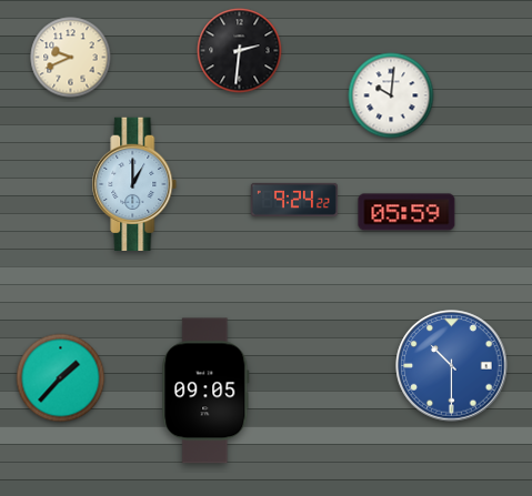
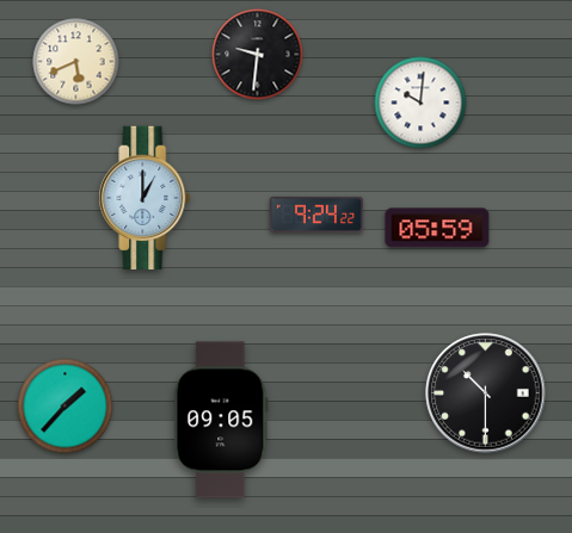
clock at (240, 51): 2:31 -> 9:31
clock at (71, 58): 9:41 -> 5:41
clock at (452, 366) dial: blue -> black
